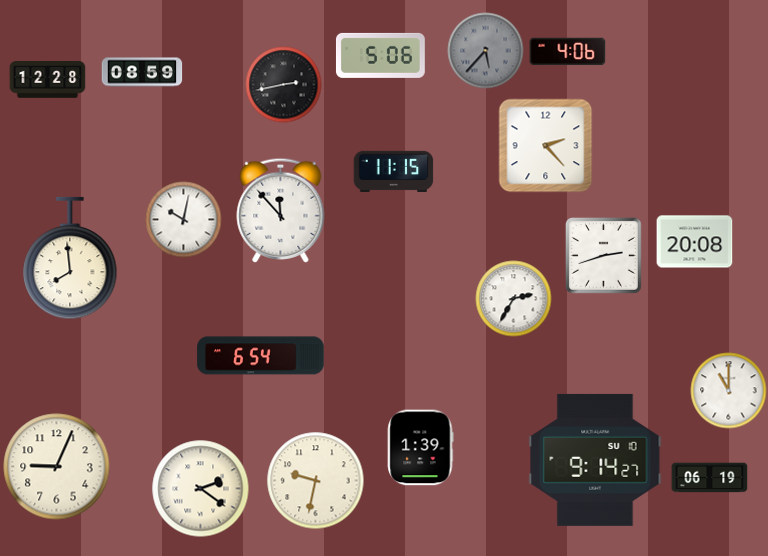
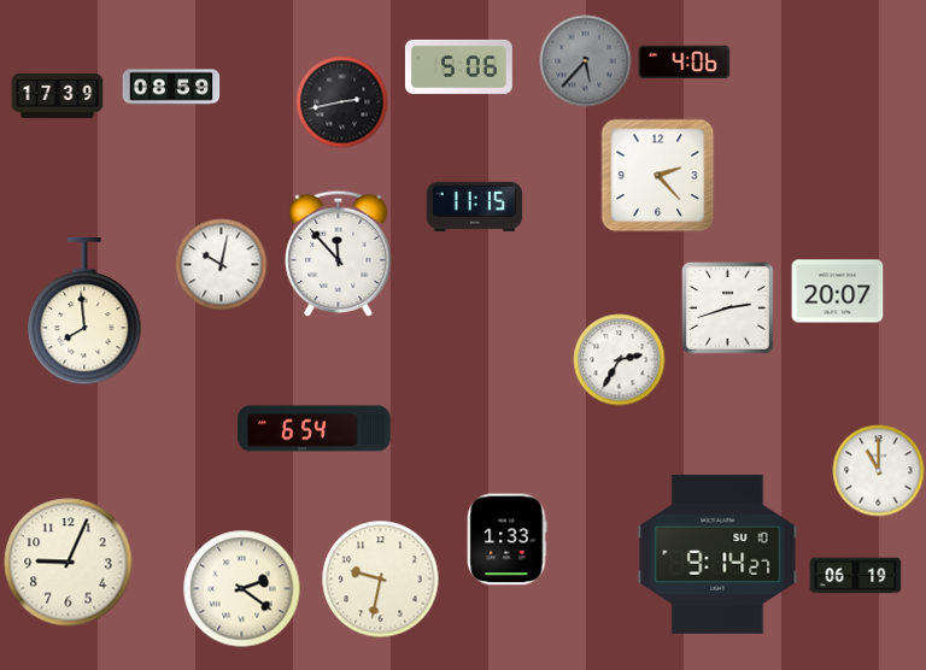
clock at (48, 80): 12:28 -> 17:39
clock at (695, 242): 20:08 -> 20:07
clock at (420, 448): 1:39 -> 1:33
